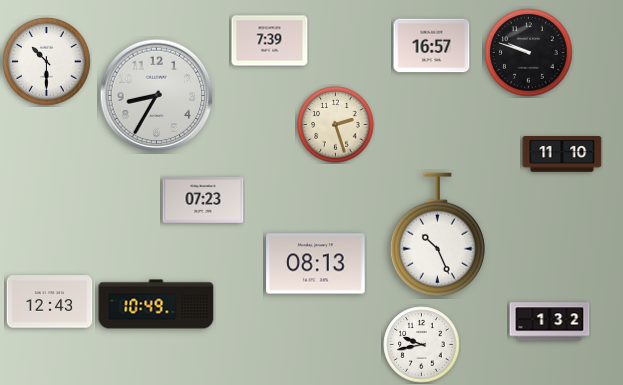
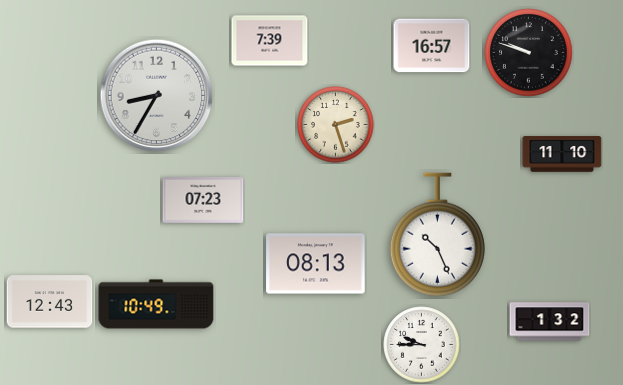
clock at (47, 62): 10:30 -> none
clock at (422, 345): 9:43 -> 9:45
